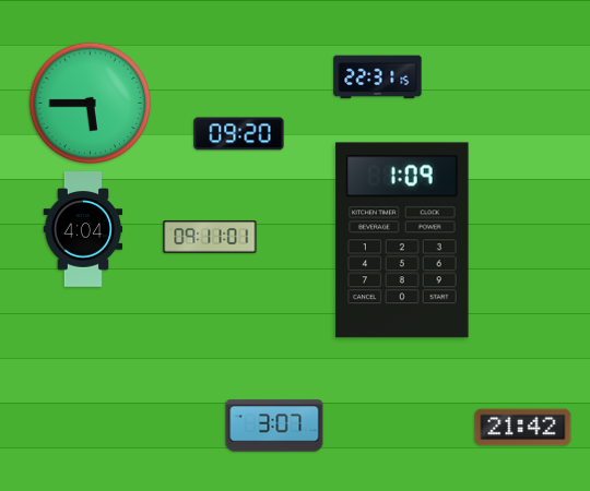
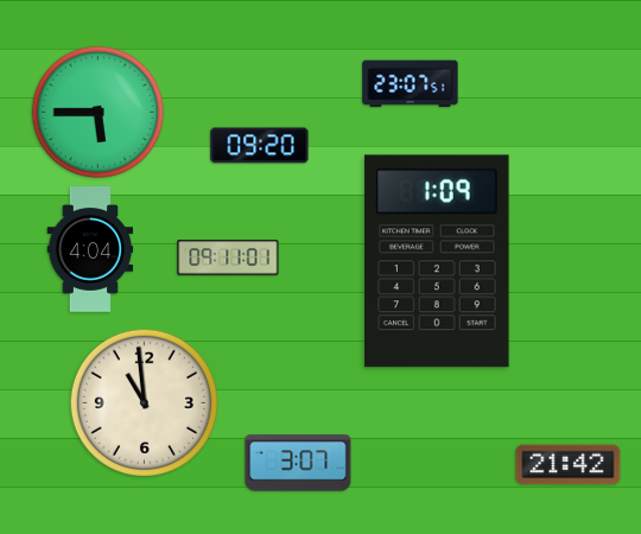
clock at (378, 77): 22:31 -> 23:07
clock at (144, 402): none -> 10:59
